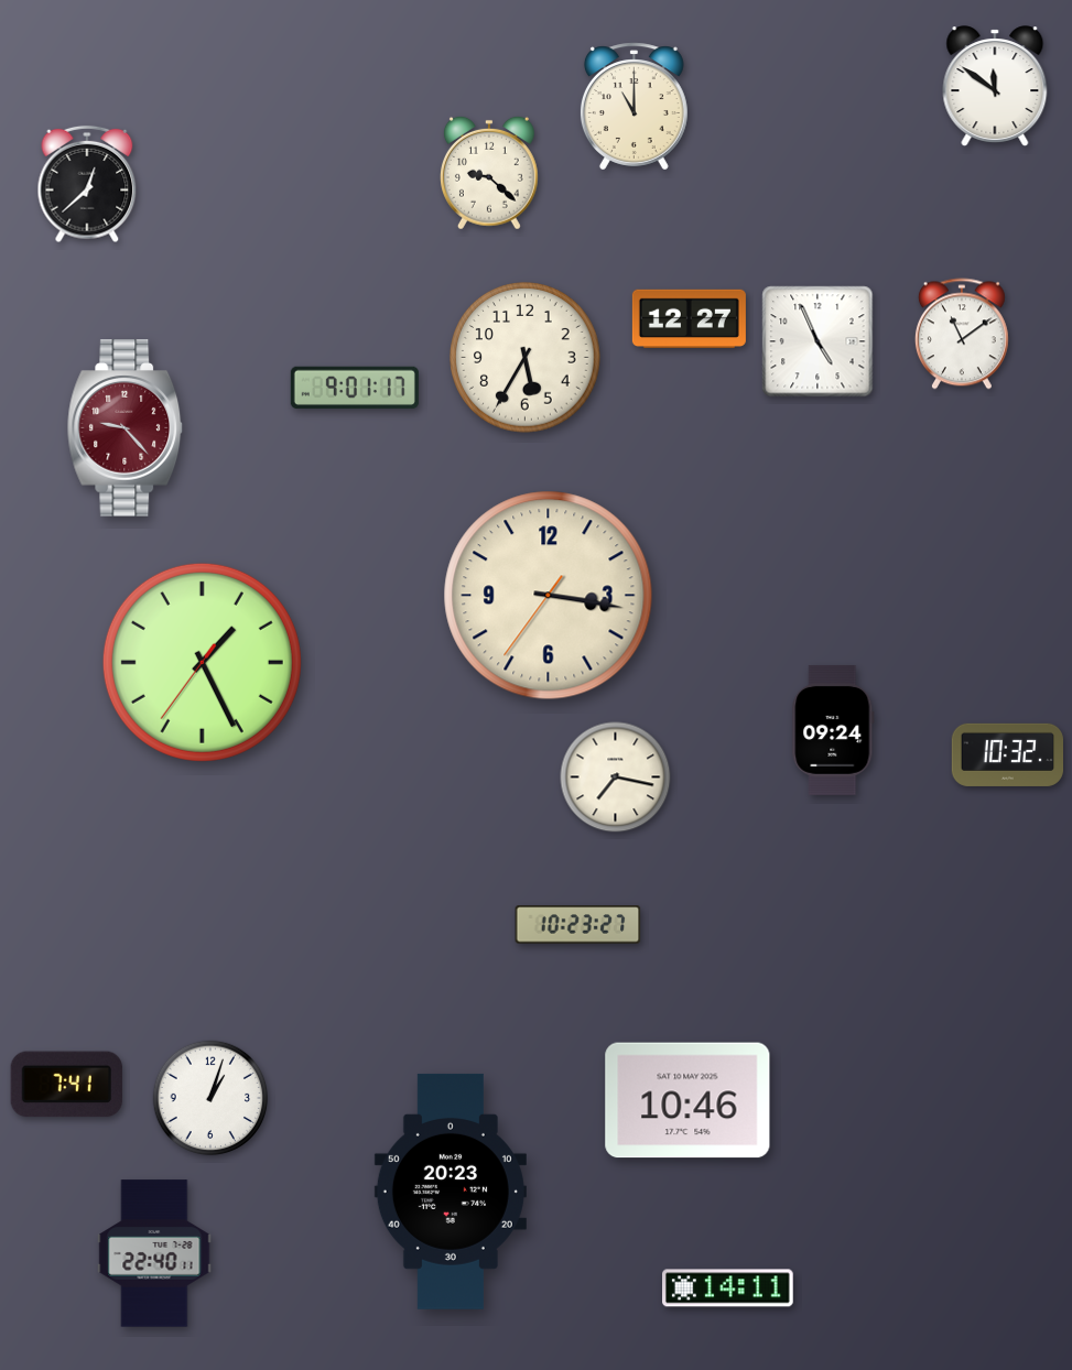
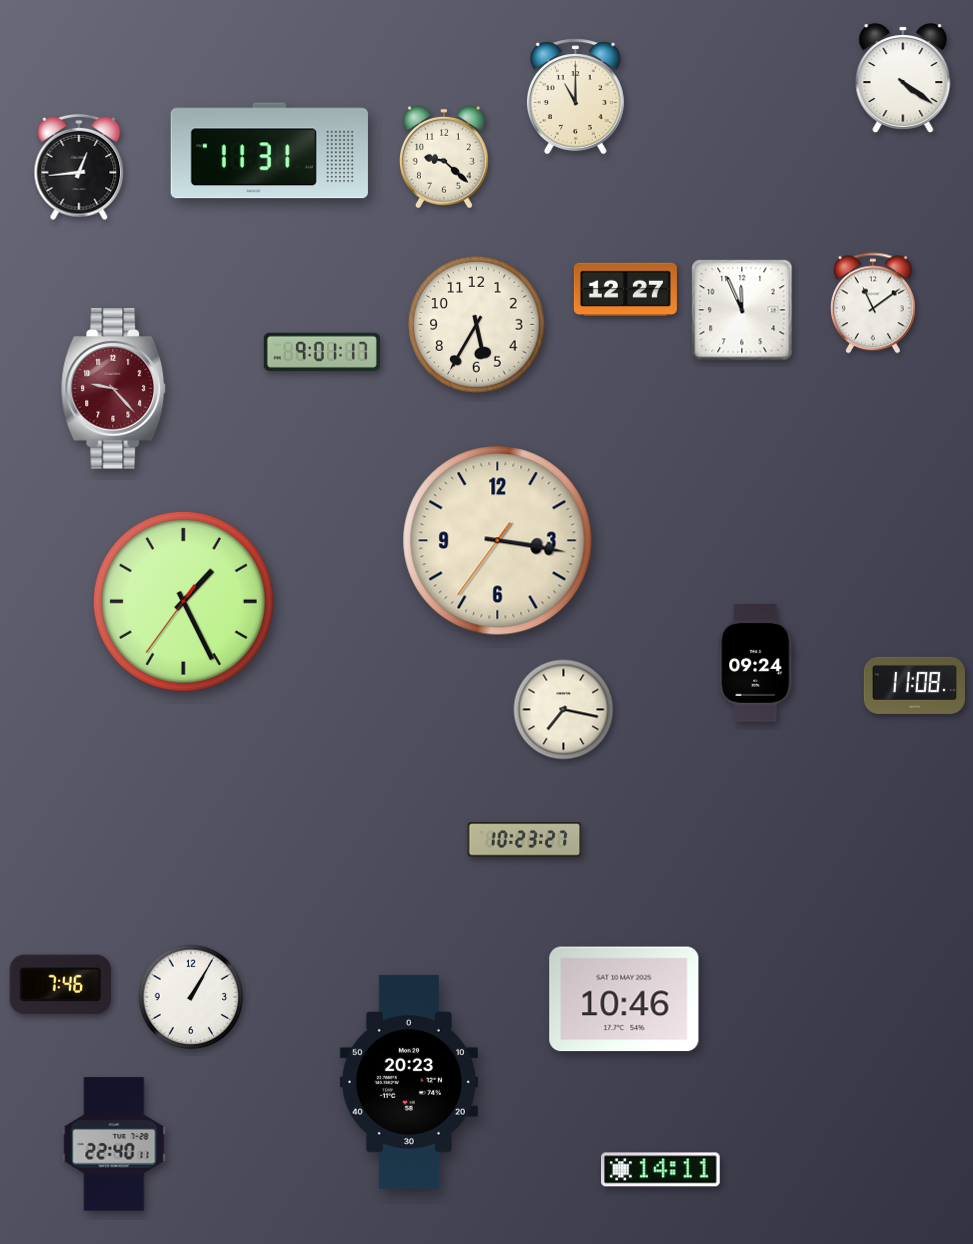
clock at (995, 86): 11:51 -> 4:21
clock at (269, 151): none -> 11:31
clock at (87, 184): 12:38 -> 12:44
clock at (817, 341): 4:56 -> 11:56
clock at (1007, 754): 10:32 -> 11:08
clock at (616, 778) position: (616, 778) -> (564, 710)
clock at (66, 1085): 7:41 -> 7:46
clock at (210, 1098): 1:03 -> 1:05
clock at (154, 1253) position: (154, 1253) -> (114, 1144)
